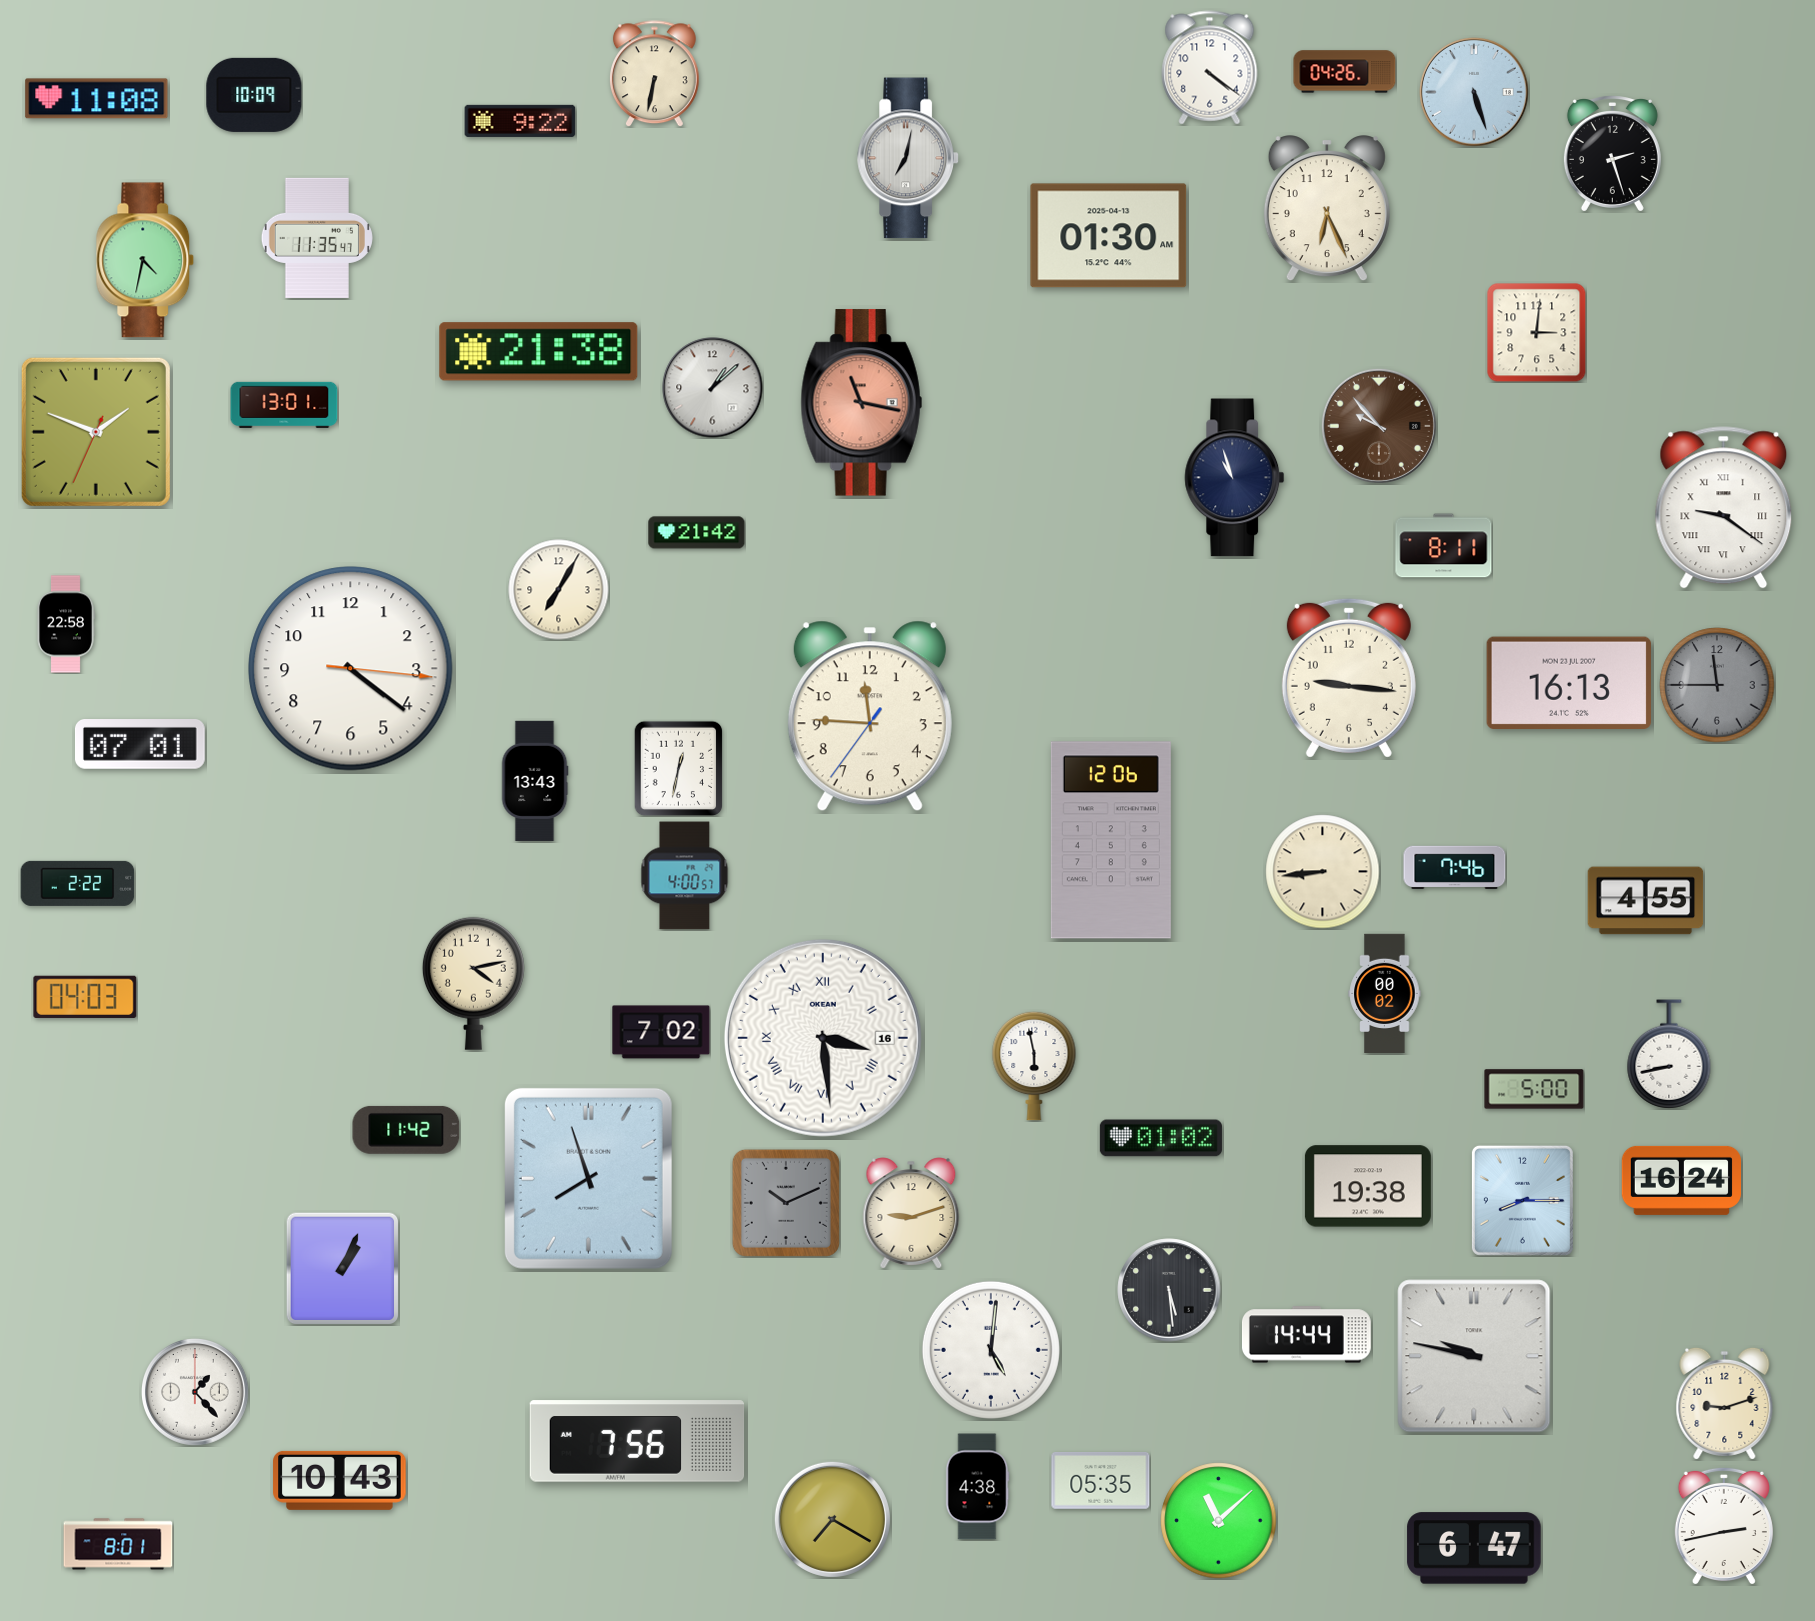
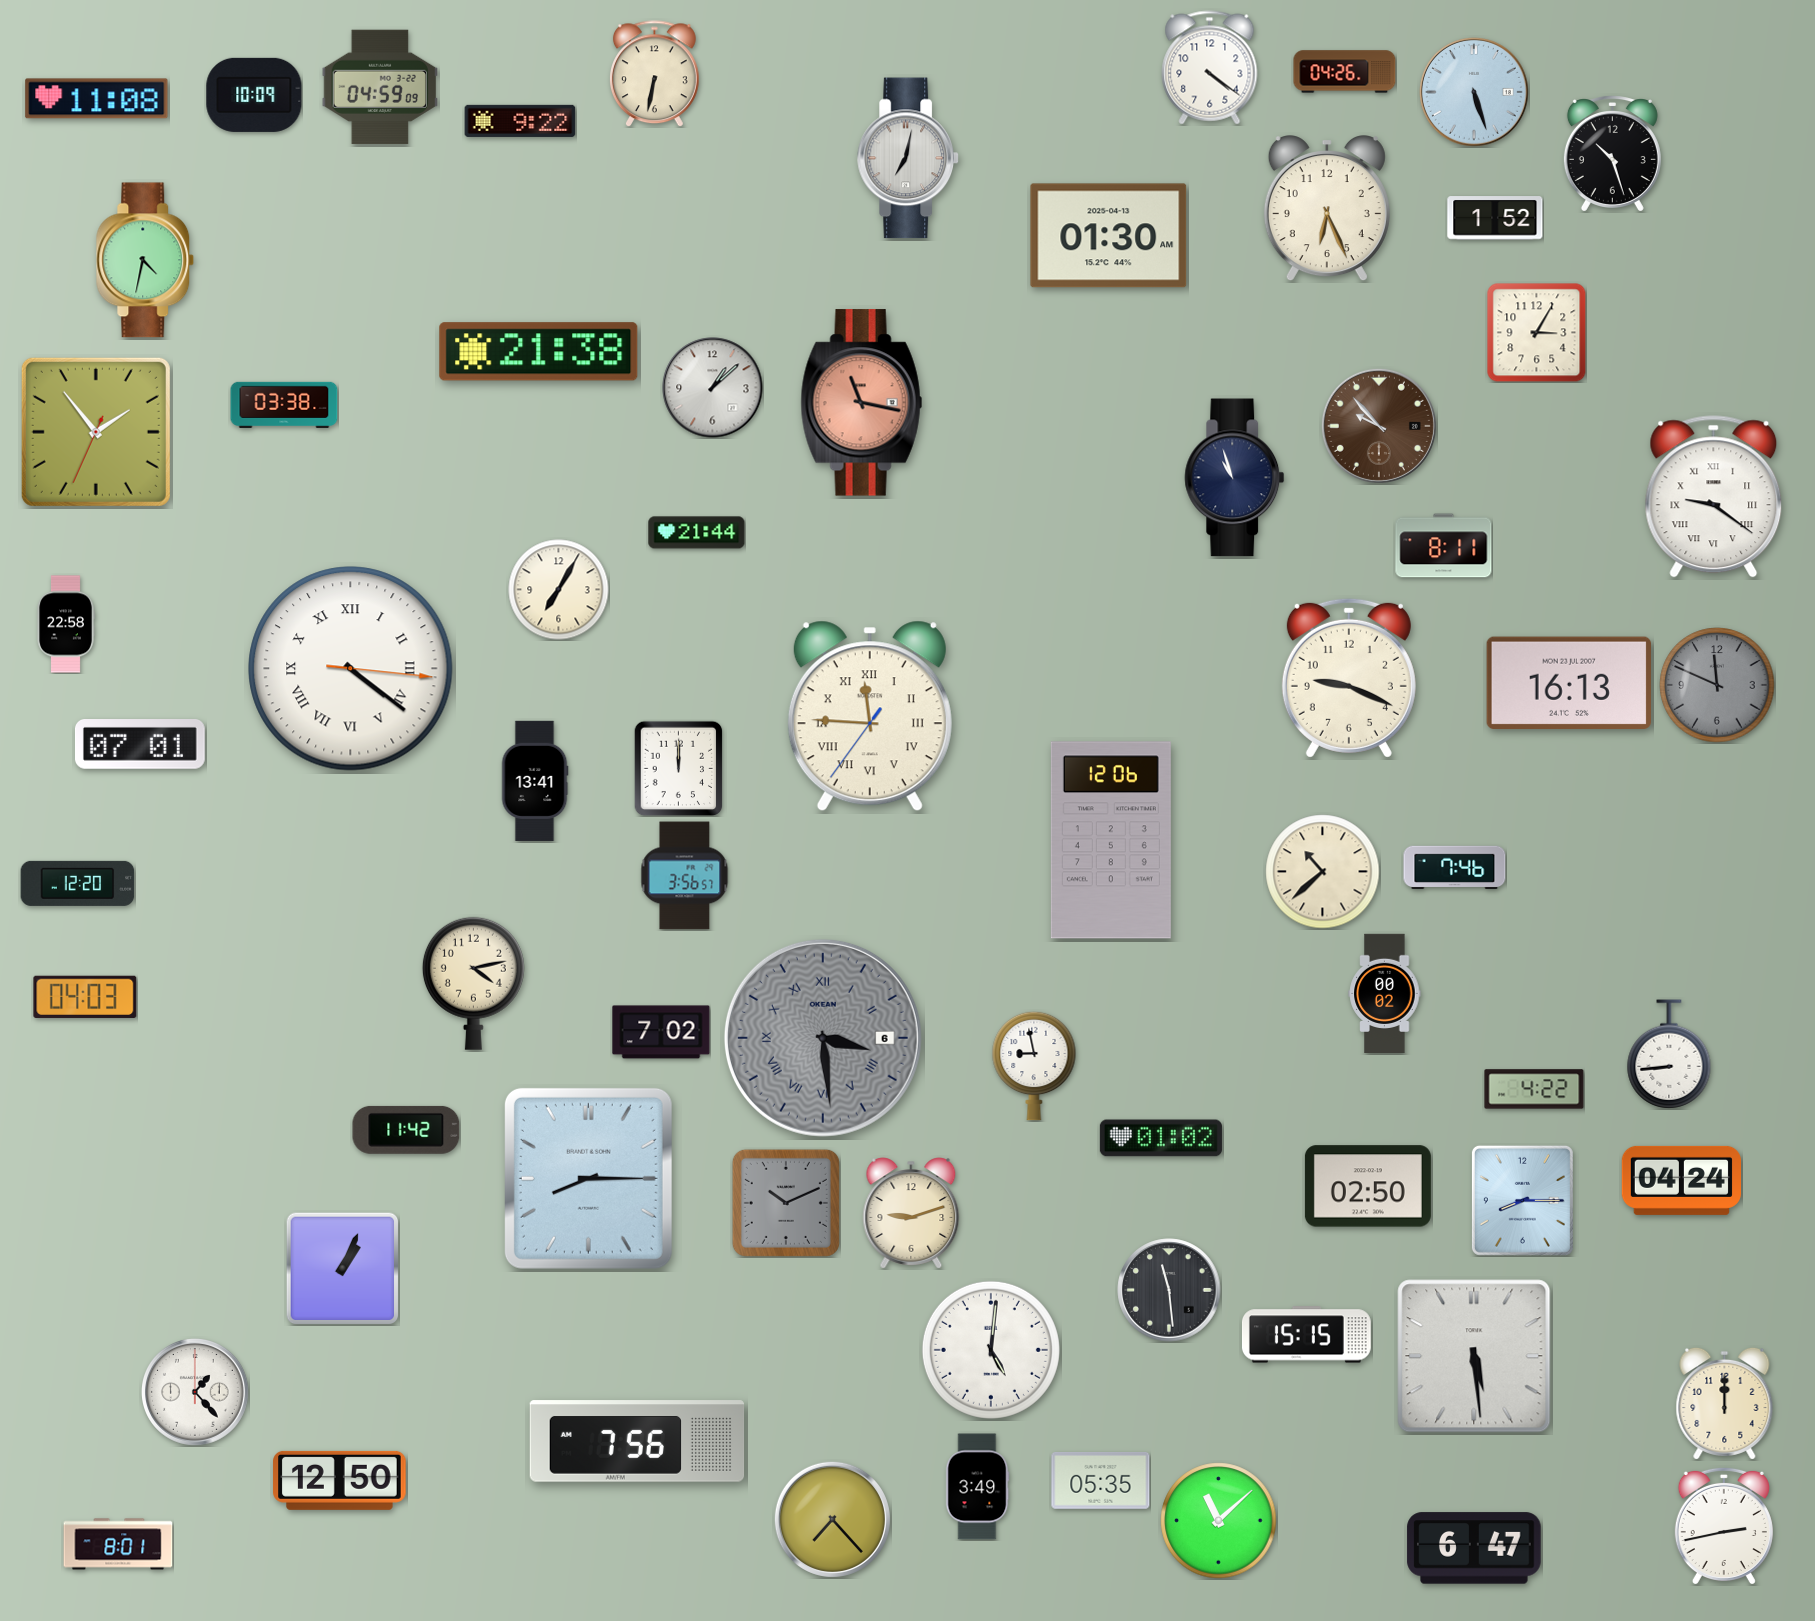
clock at (379, 86): none -> 04:59
clock at (1612, 154): 2:27 -> 10:27
clock at (1495, 218): none -> 1:52
clock at (317, 238): 11:35 -> none
clock at (1536, 332): 3:01 -> 3:05
clock at (284, 405): 13:01 -> 03:38
clock at (96, 432): 1:48 -> 1:53
clock at (1724, 508) position: (1724, 508) -> (1714, 497)
clock at (697, 533): 21:42 -> 21:44
clock at (351, 669) numerals: Arabic -> Roman
clock at (1349, 678): 9:16 -> 9:19
clock at (1717, 685): 11:45 -> 11:49
clock at (870, 716) numerals: Arabic -> Roman
clock at (679, 768): 12:32 -> 12:00
clock at (535, 781): 13:43 -> 13:41
clock at (1323, 872): 8:44 -> 10:38
clock at (685, 876): 4:00 -> 3:56
clock at (78, 883): 2:22 -> 12:20
clock at (1646, 901): 4:55 -> none
clock at (823, 1038) date: 16 -> 6
clock at (823, 1038) dial: white -> grey
clock at (1669, 1054): 8:43 -> 8:44
clock at (1034, 1066): 5:58 -> 8:58
clock at (1534, 1089): 5:00 -> 4:22
clock at (588, 1178): 7:57 -> 8:15
clock at (1681, 1180): 16:24 -> 04:24
clock at (1368, 1186): 19:38 -> 02:50
clock at (1169, 1290): 5:29 -> 11:29
clock at (1306, 1335): 14:44 -> 15:15
clock at (1474, 1356): 9:47 -> 5:29
clock at (1725, 1403): 9:12 -> 12:00
clock at (340, 1480): 10:43 -> 12:50
clock at (977, 1487): 4:38 -> 3:49
clock at (832, 1519): 7:20 -> 7:23
